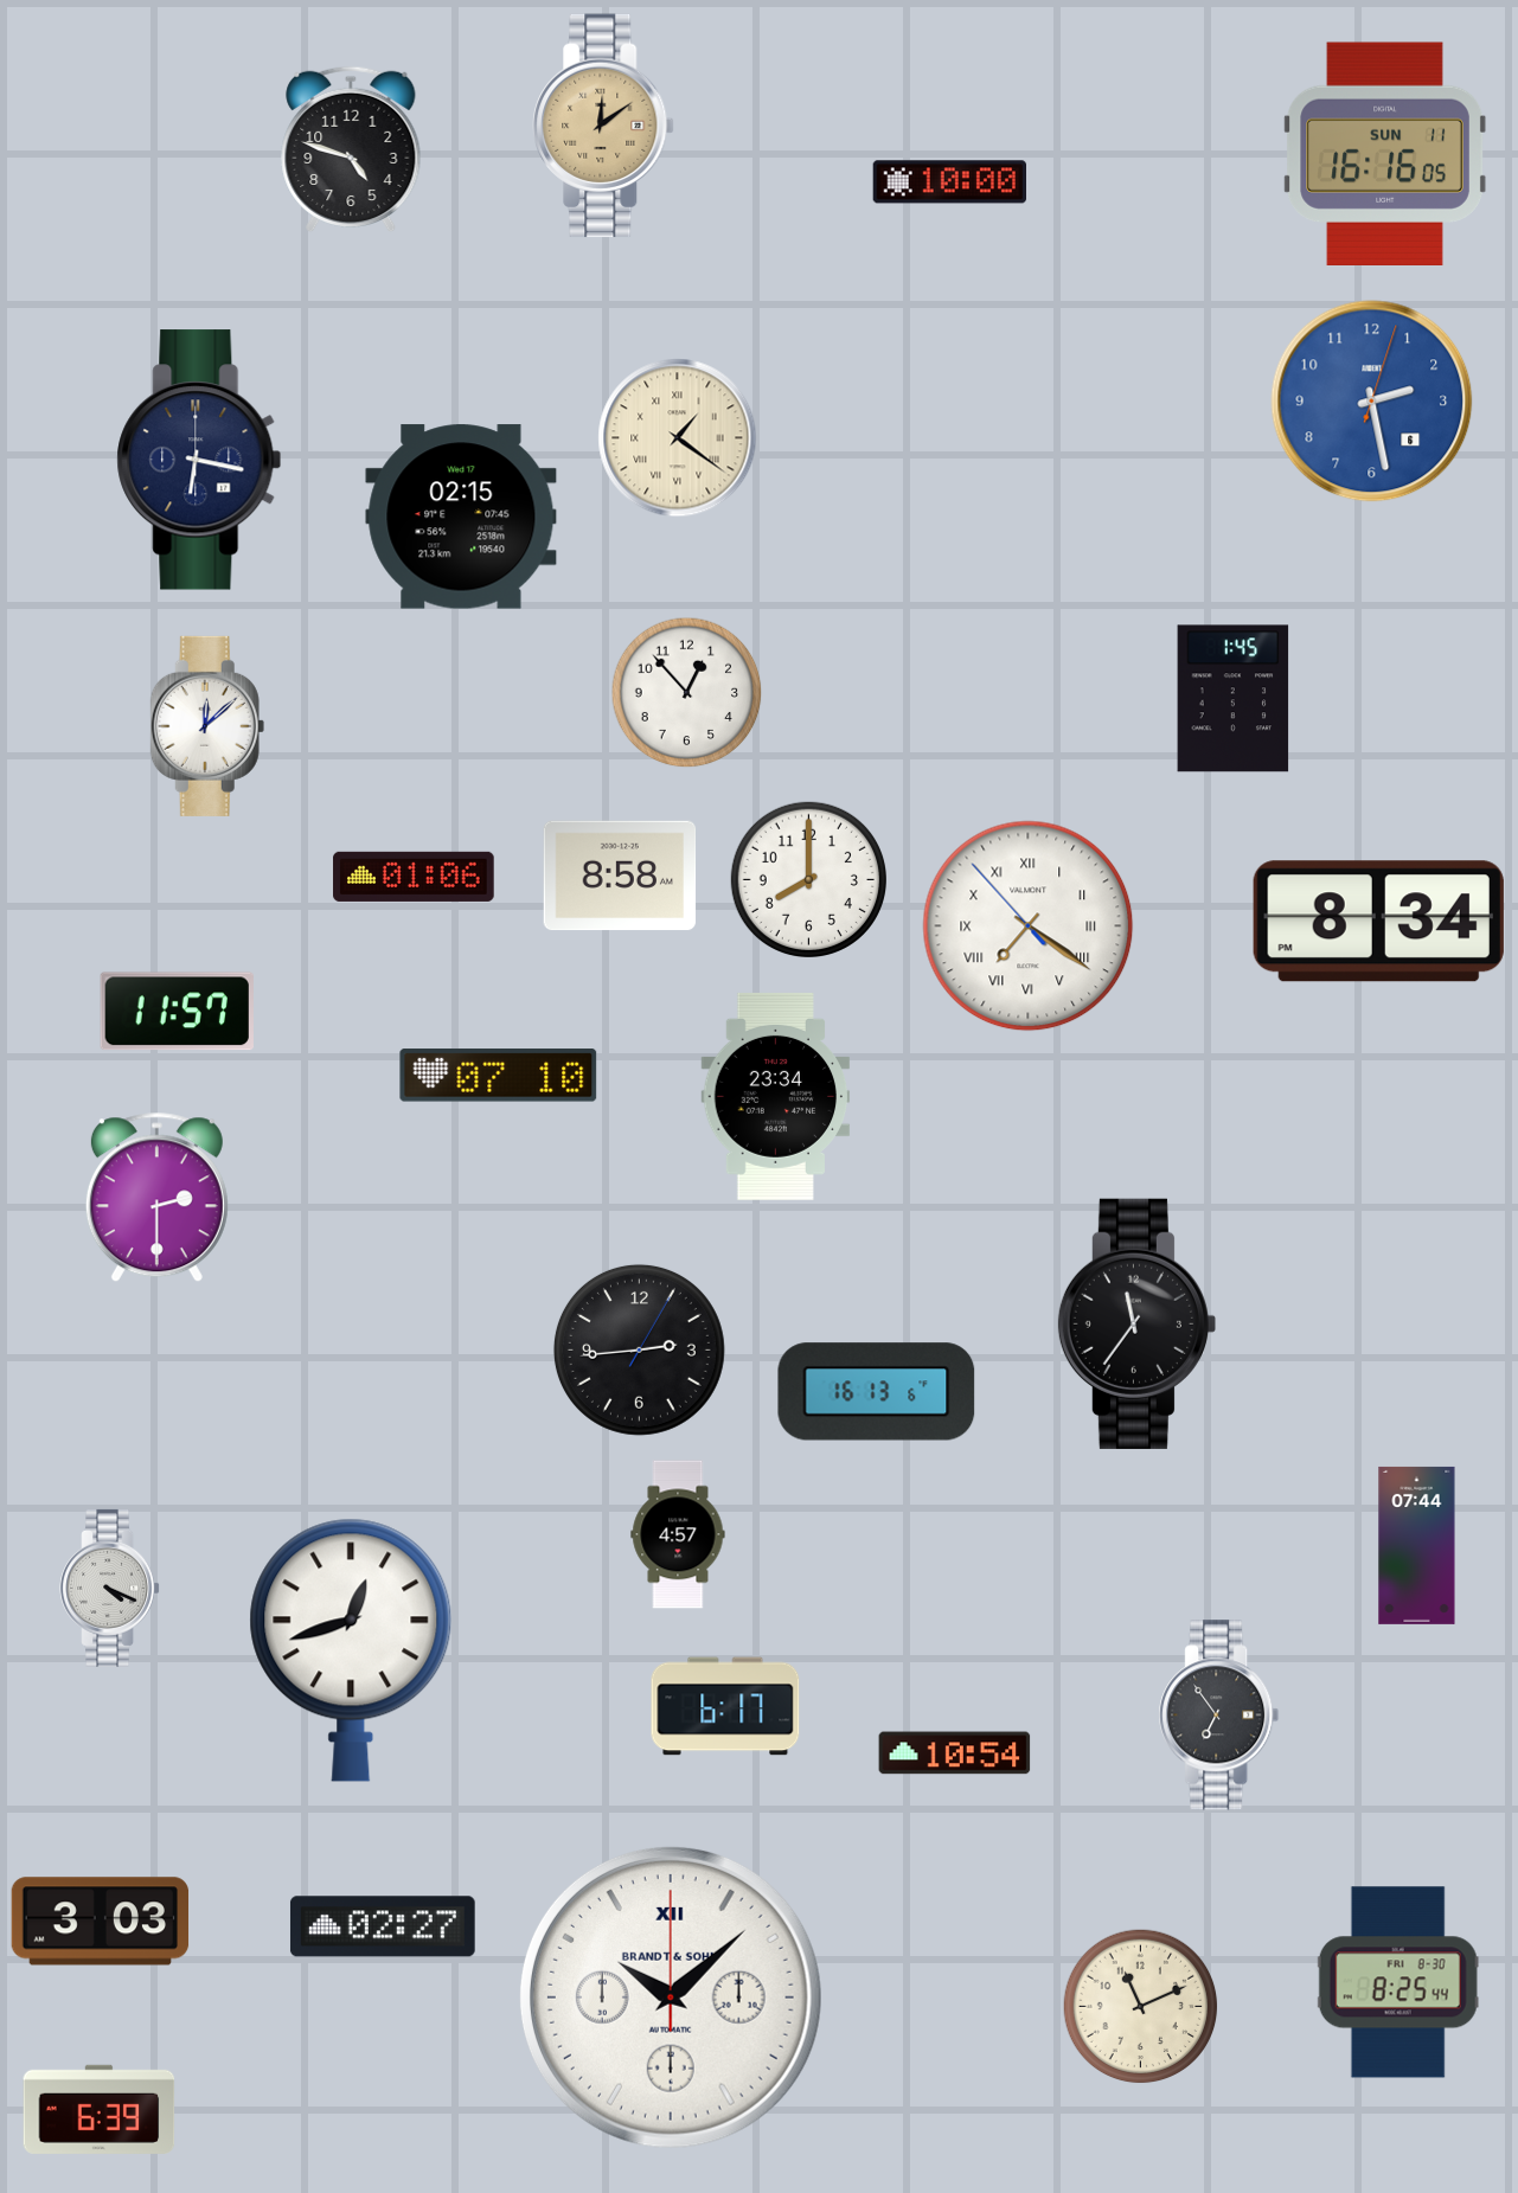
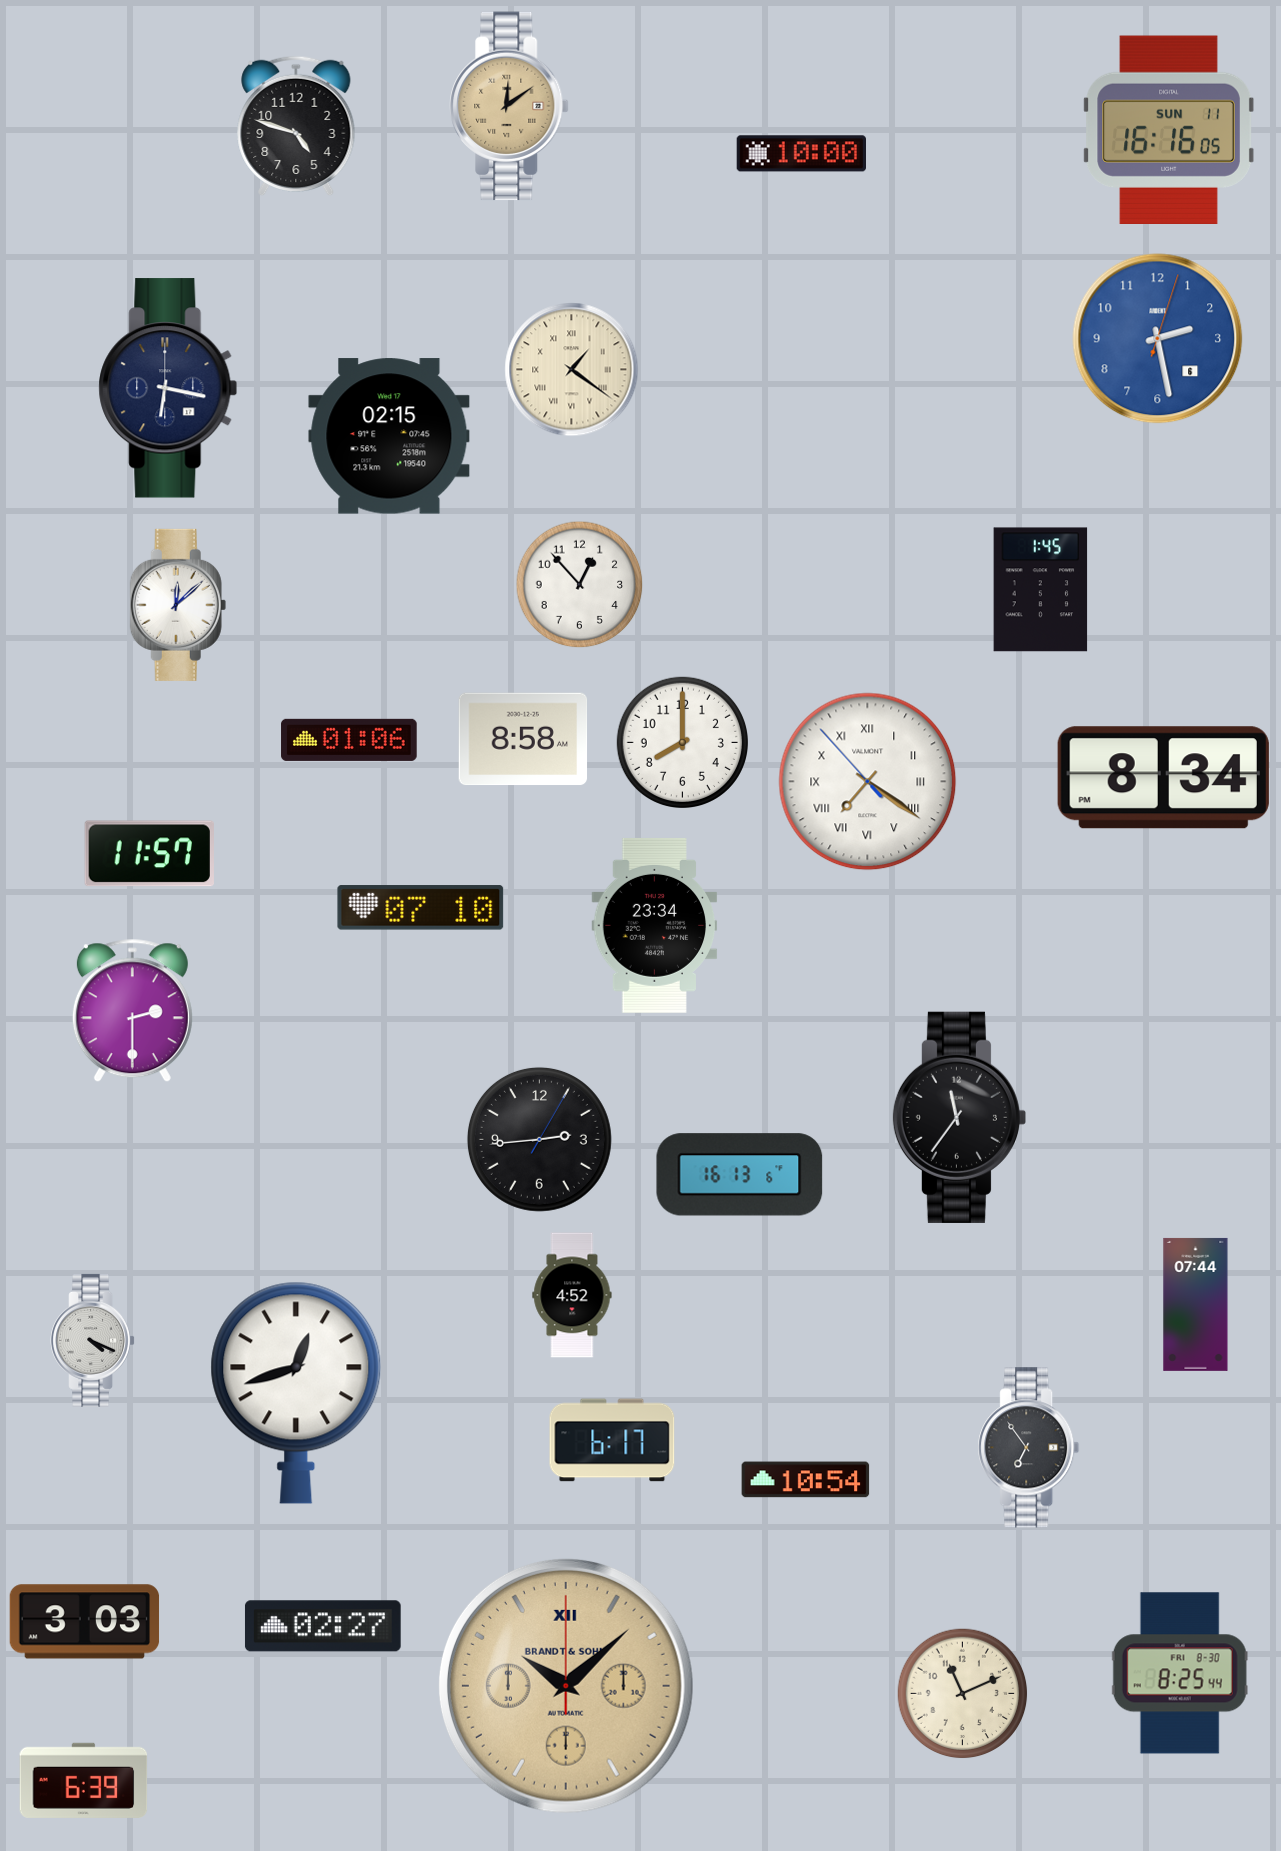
clock at (207, 726) position: (207, 726) -> (178, 605)
clock at (678, 1534): 4:57 -> 4:52
clock at (671, 1998) dial: white -> champagne
